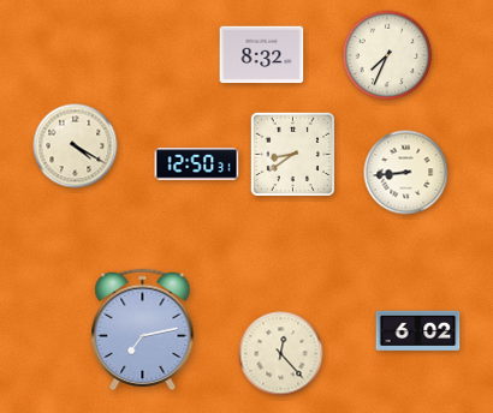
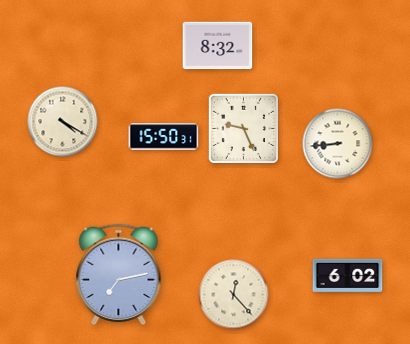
clock at (387, 55): 7:34 -> none
clock at (292, 154): 8:39 -> 9:26
clock at (197, 164): 12:50 -> 15:50
